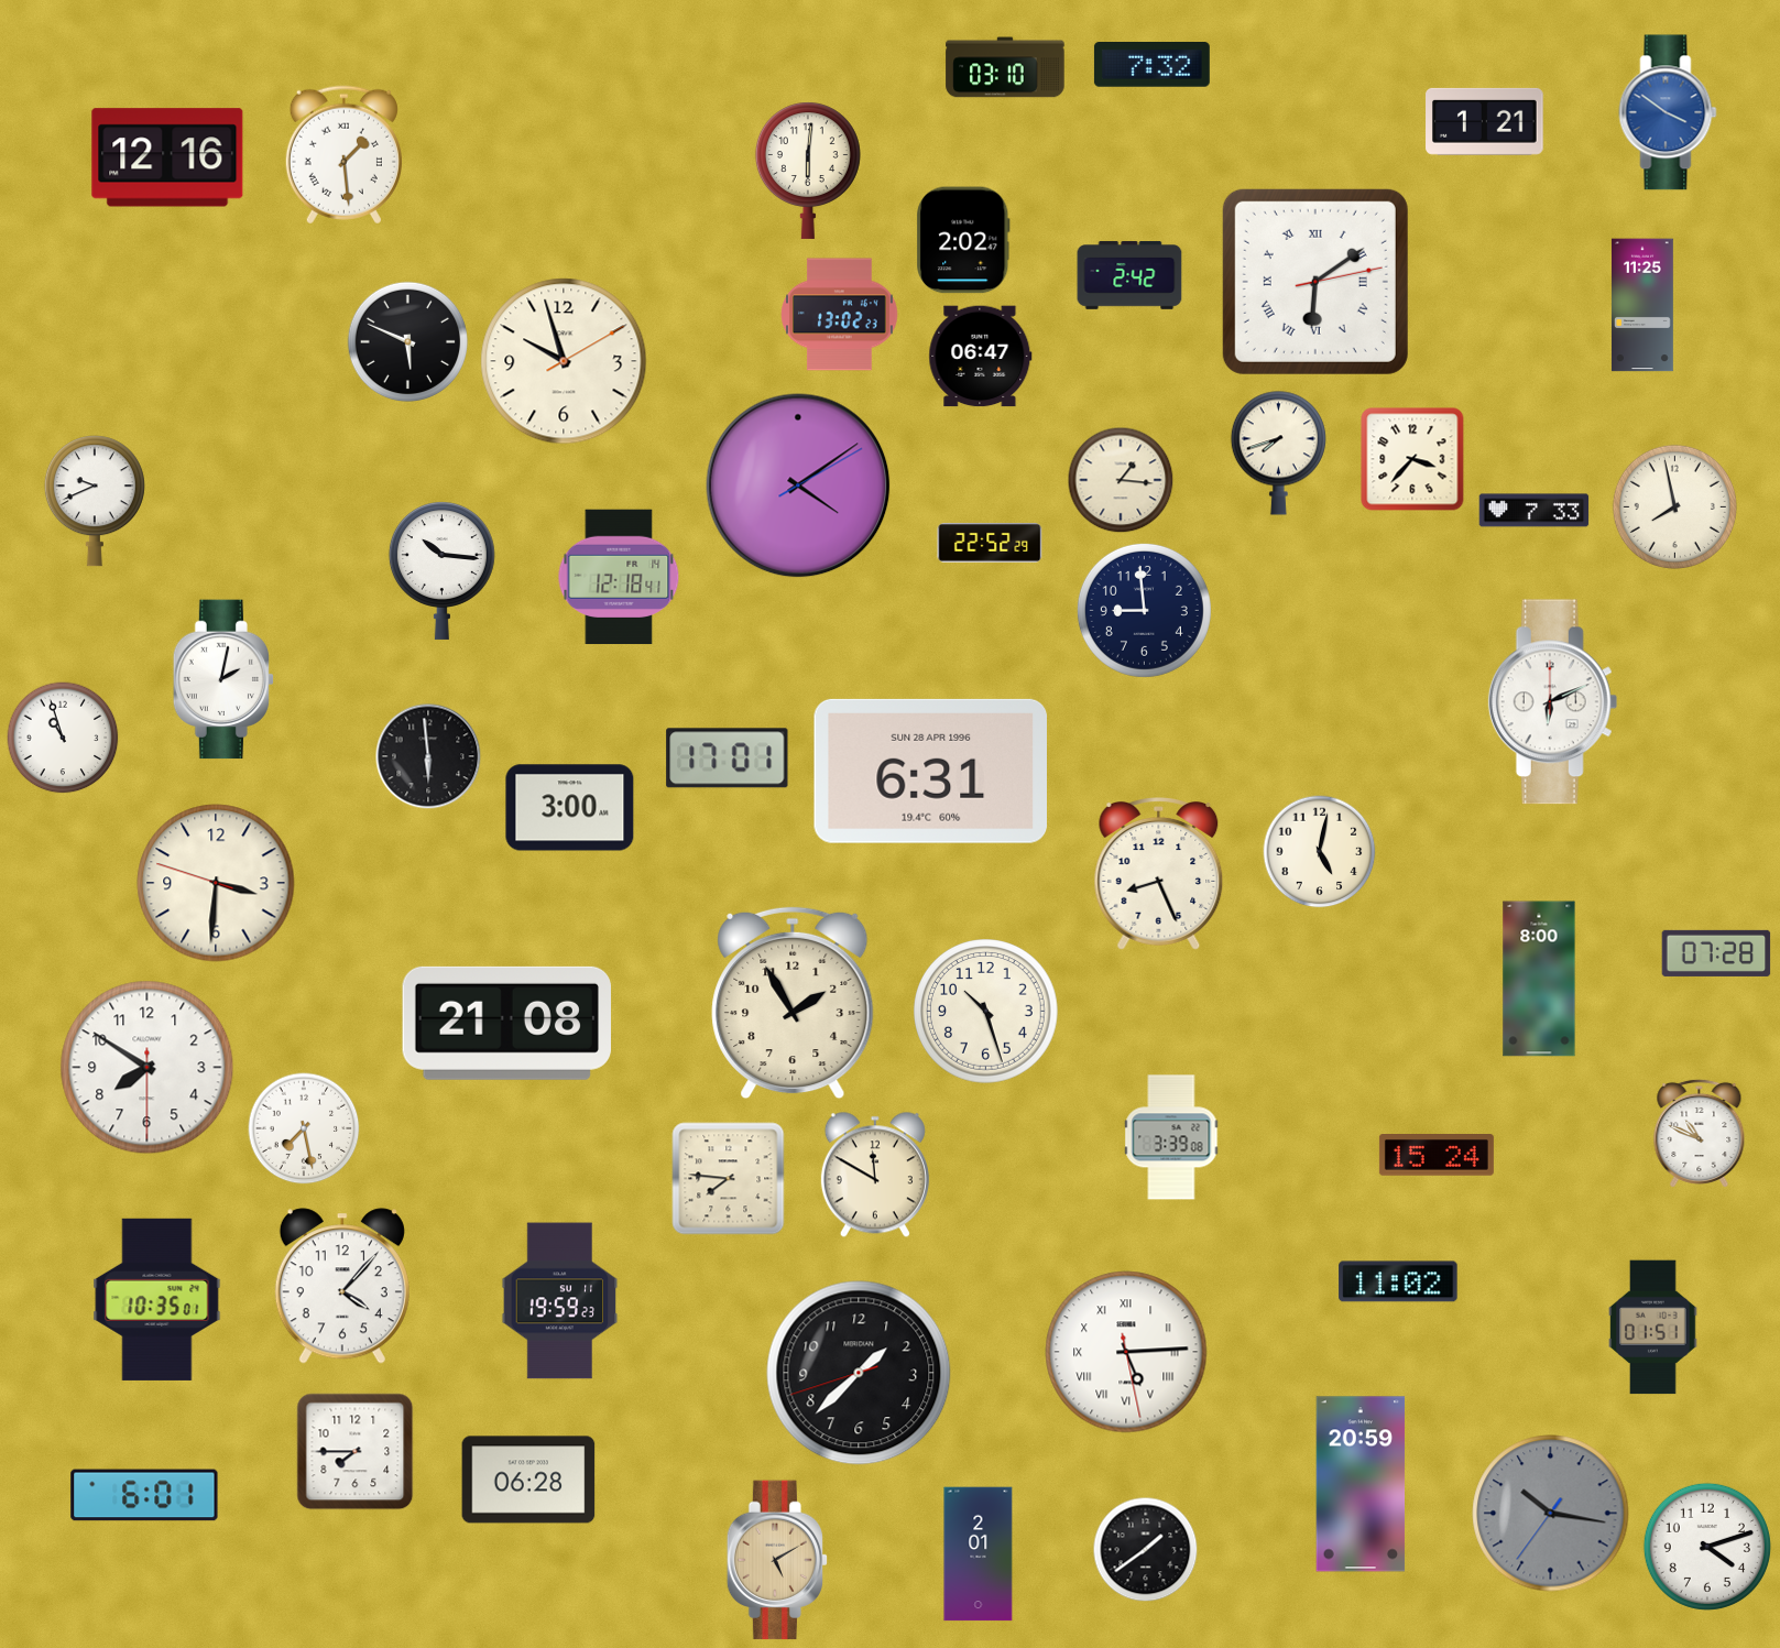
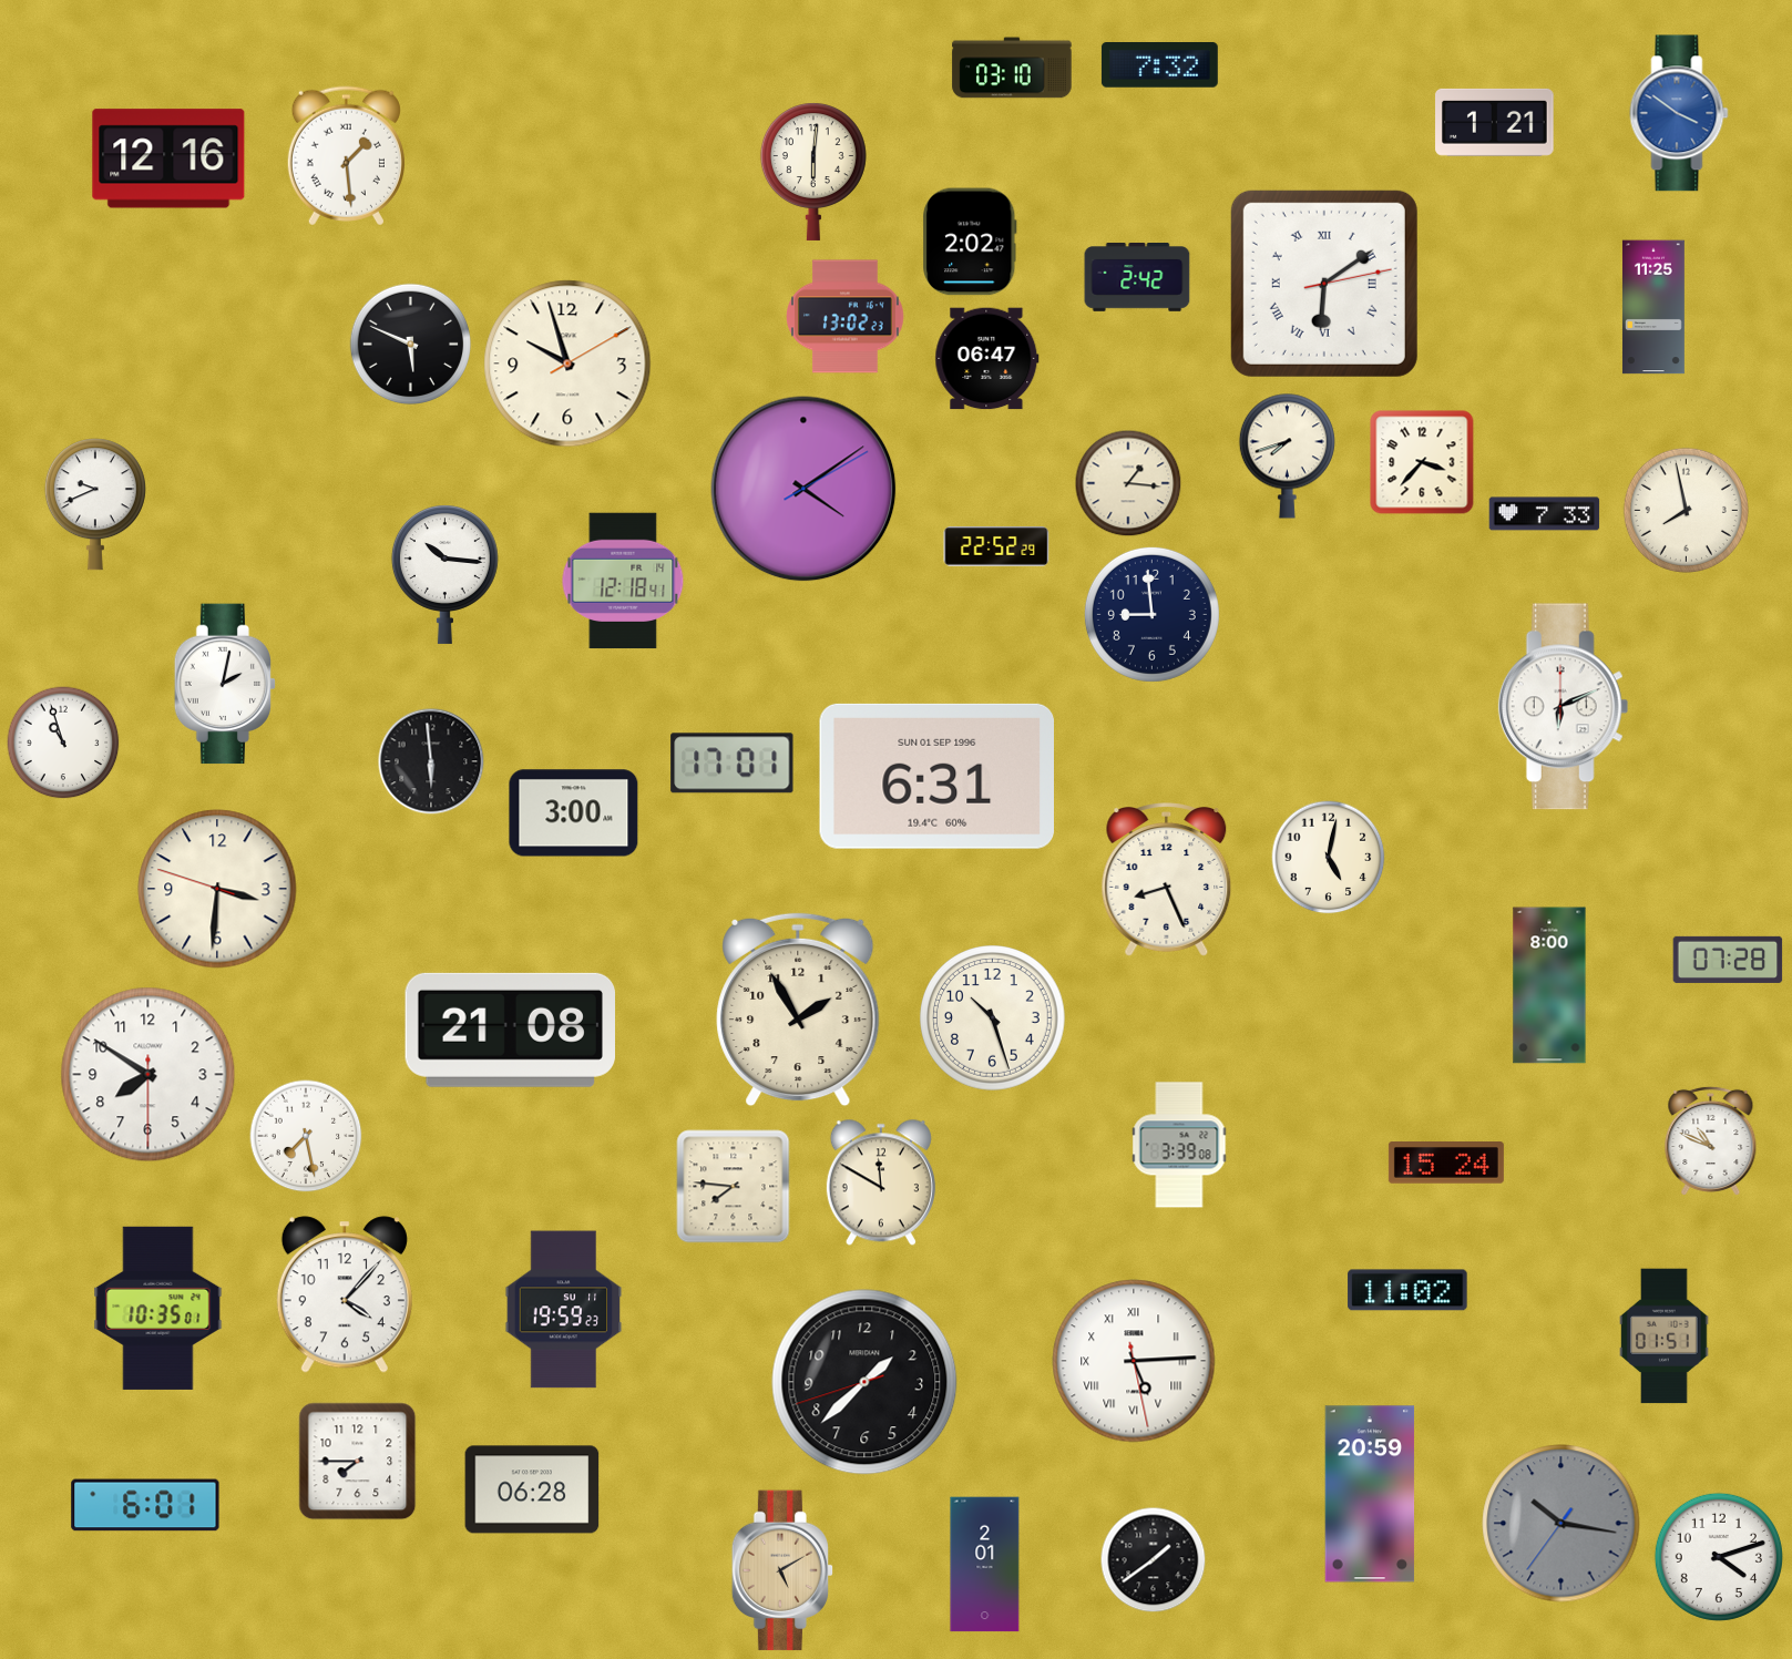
clock at (930, 771) date: SUN 28 APR 1996 -> SUN 01 SEP 1996
